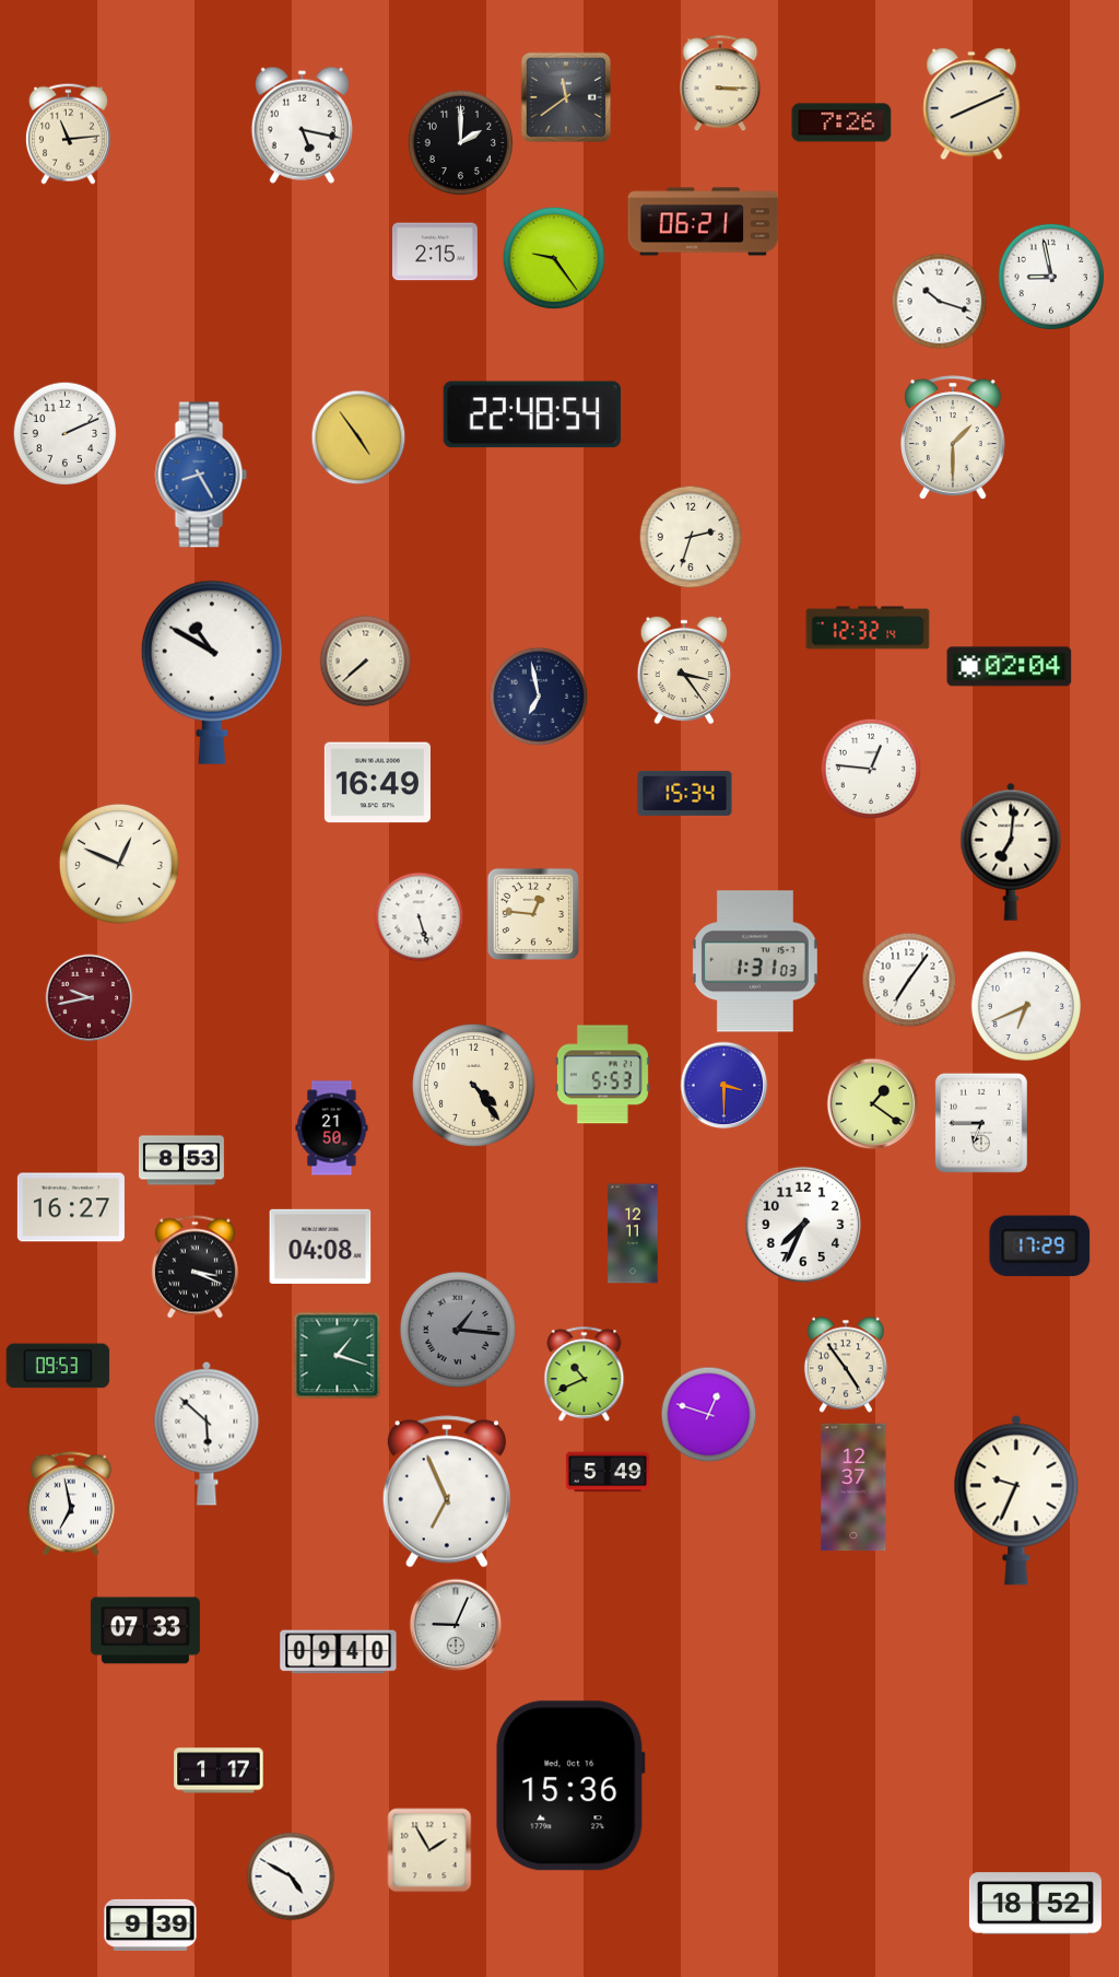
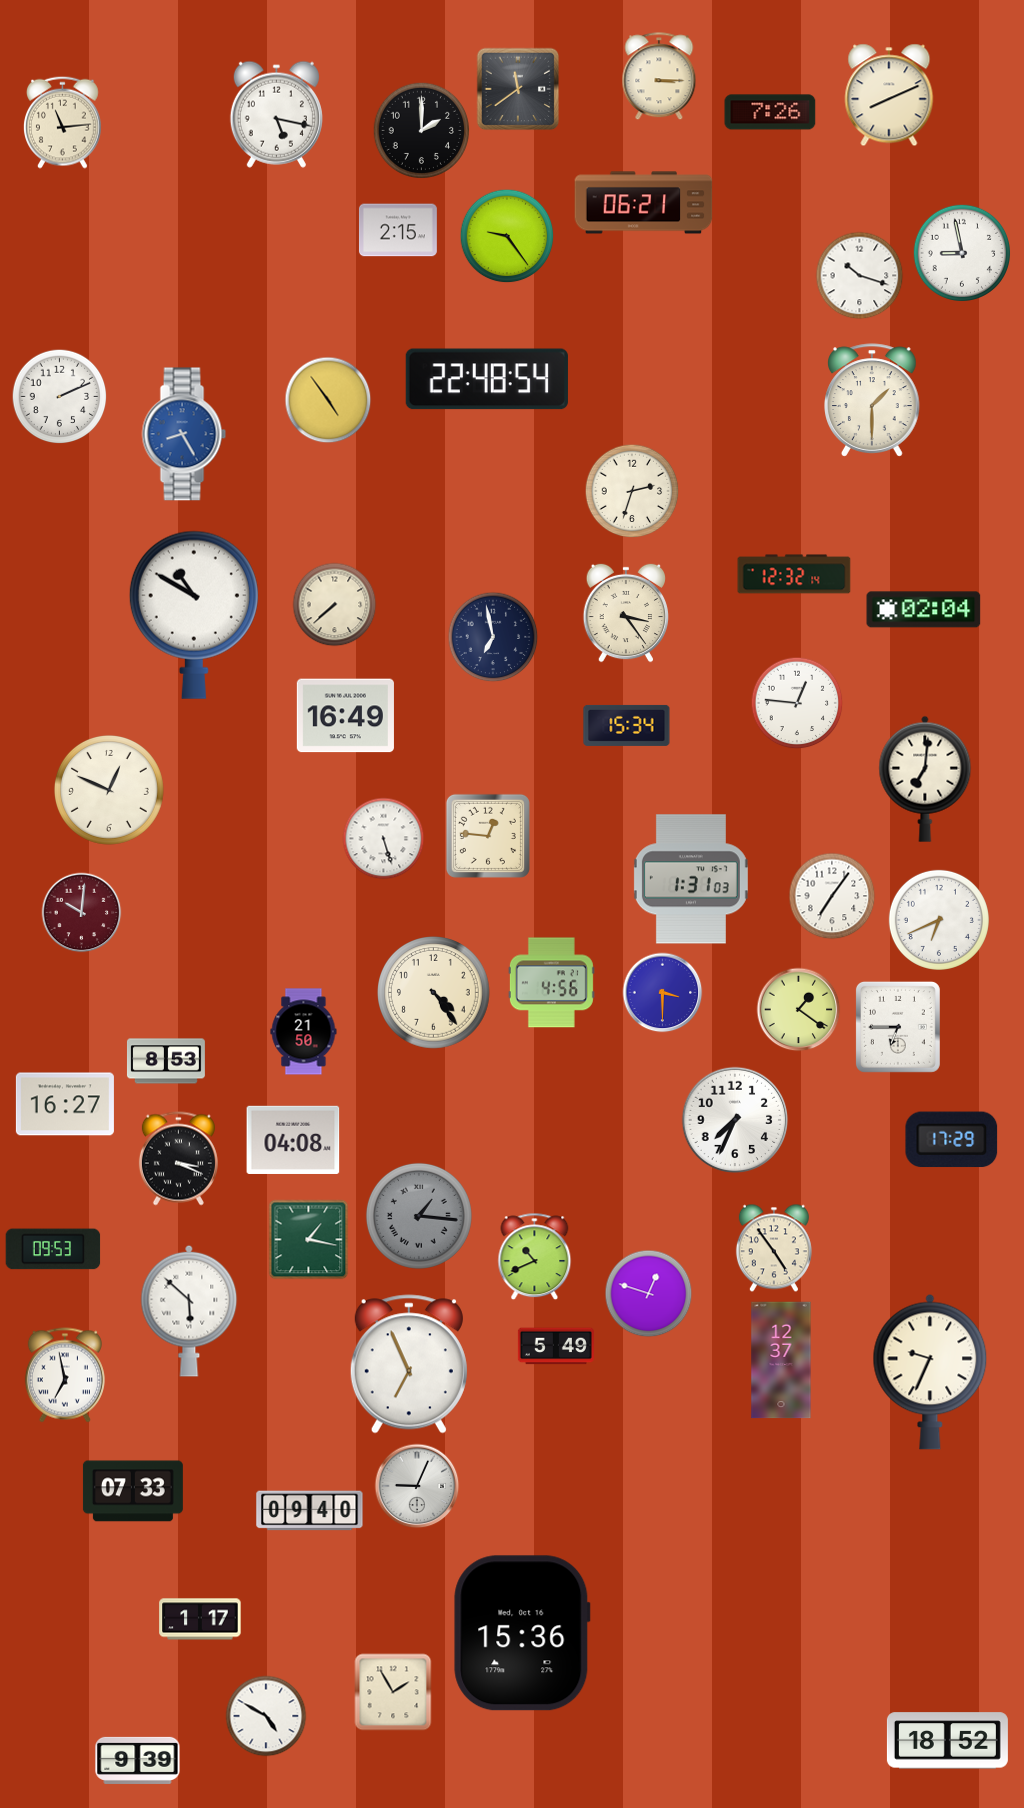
clock at (90, 998): 9:43 -> 10:01
clock at (602, 1075): 5:53 -> 4:56
clock at (633, 1233): 12:11 -> none
clock at (338, 1356): 1:18 -> 1:17
